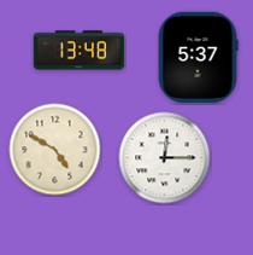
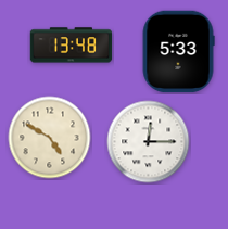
clock at (198, 58): 5:37 -> 5:33
clock at (55, 150) position: (55, 150) -> (50, 138)
